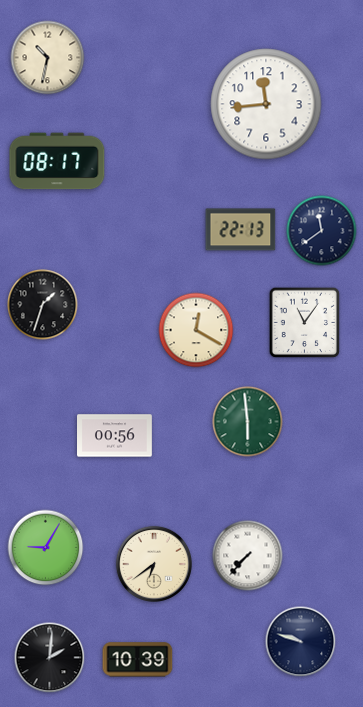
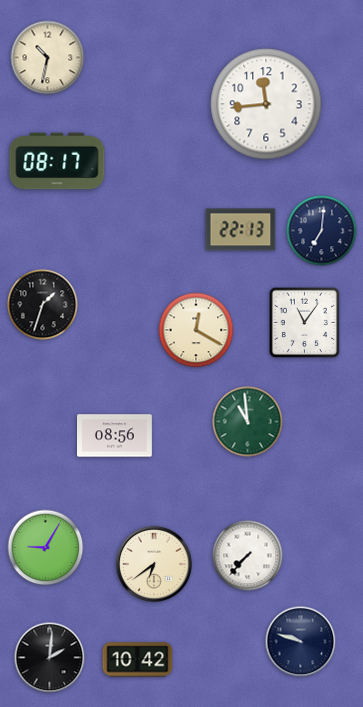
clock at (322, 231): 11:39 -> 7:01
clock at (248, 422): 5:59 -> 10:59
clock at (115, 436): 00:56 -> 08:56
clock at (138, 660): 10:39 -> 10:42
